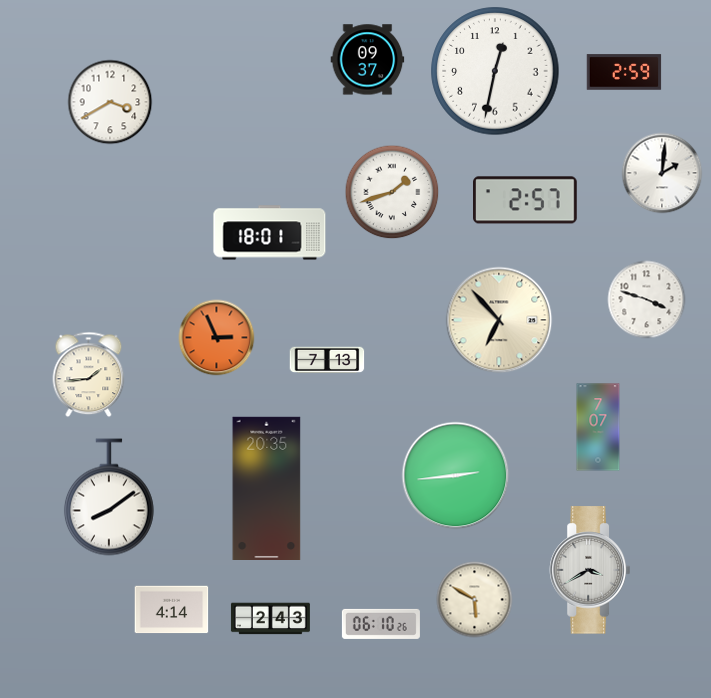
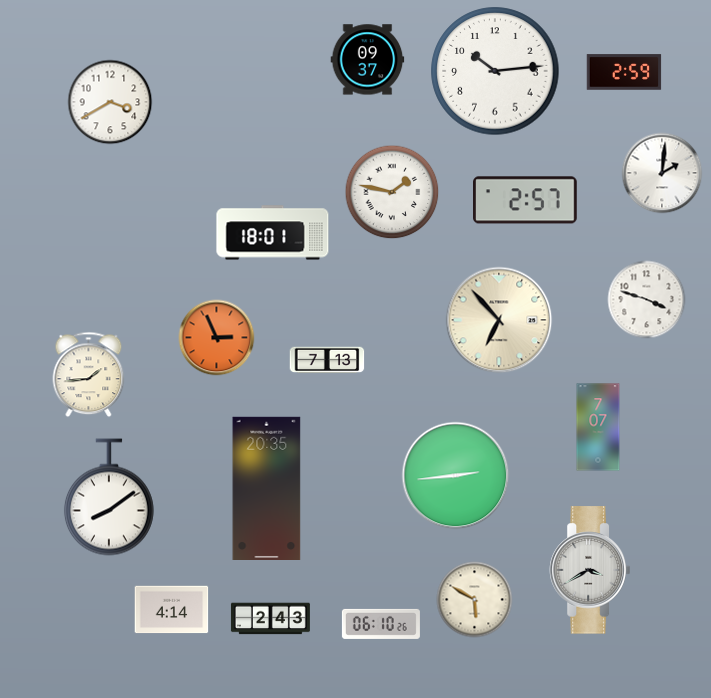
clock at (495, 71): 12:32 -> 10:14
clock at (392, 192): 1:42 -> 1:47
clock at (270, 233) position: (270, 233) -> (273, 233)
